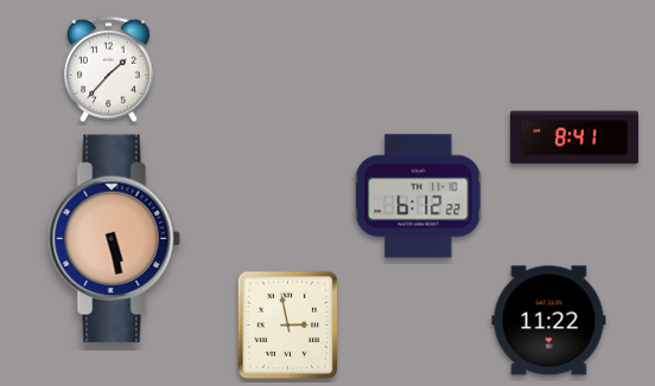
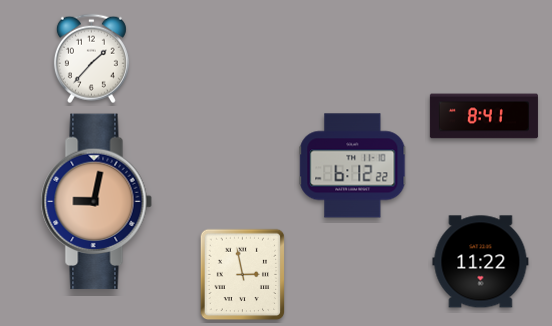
clock at (114, 239): 5:28 -> 9:02
clock at (549, 321) position: (549, 321) -> (481, 262)
